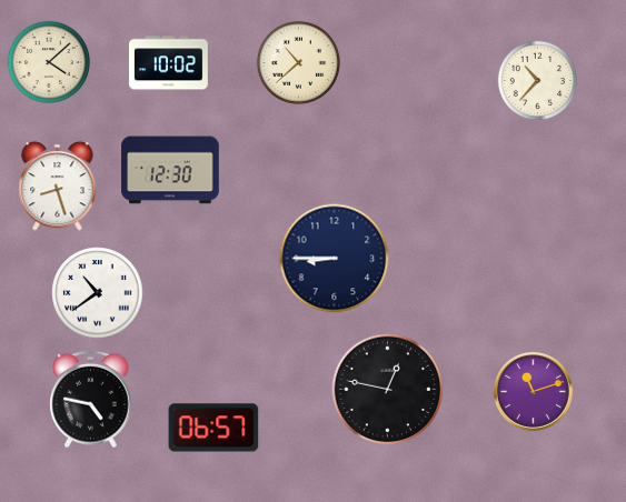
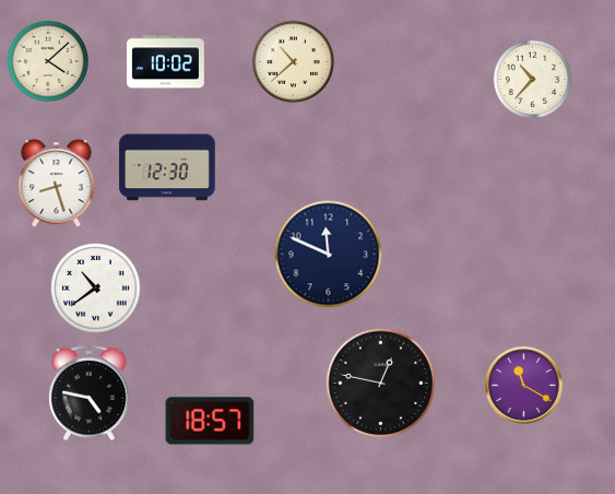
clock at (538, 81) position: (538, 81) -> (533, 80)
clock at (335, 259): 8:45 -> 11:49
clock at (533, 391): 11:12 -> 11:20
clock at (213, 428): 06:57 -> 18:57
